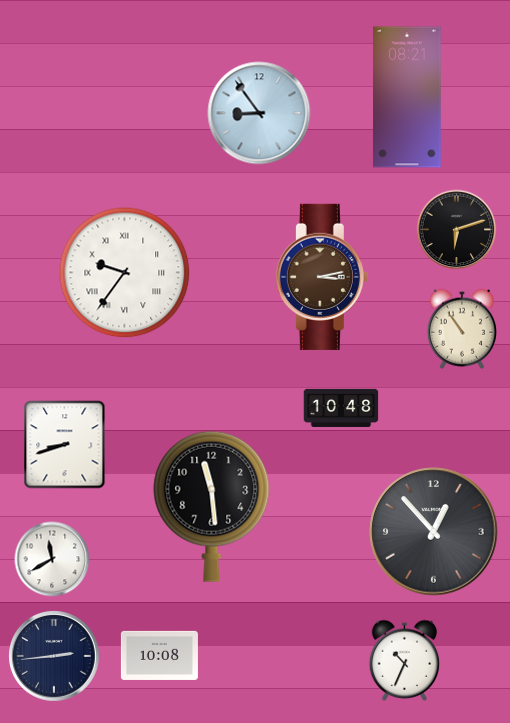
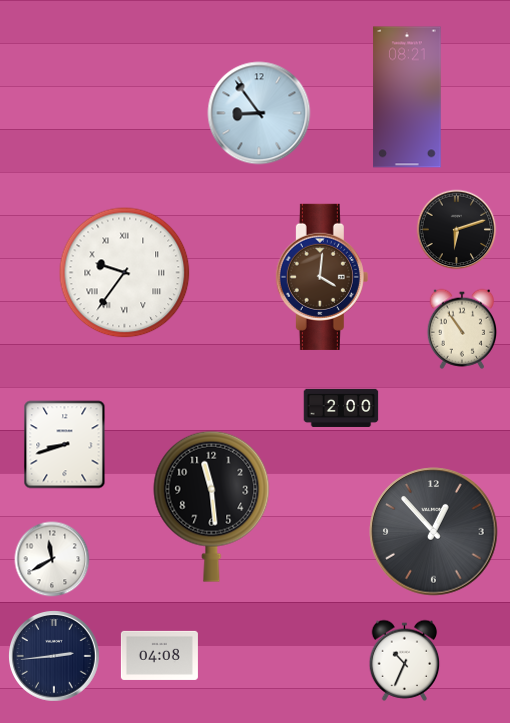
clock at (322, 277): 3:13 -> 4:01
clock at (341, 408): 10:48 -> 2:00
clock at (159, 655): 10:08 -> 04:08
